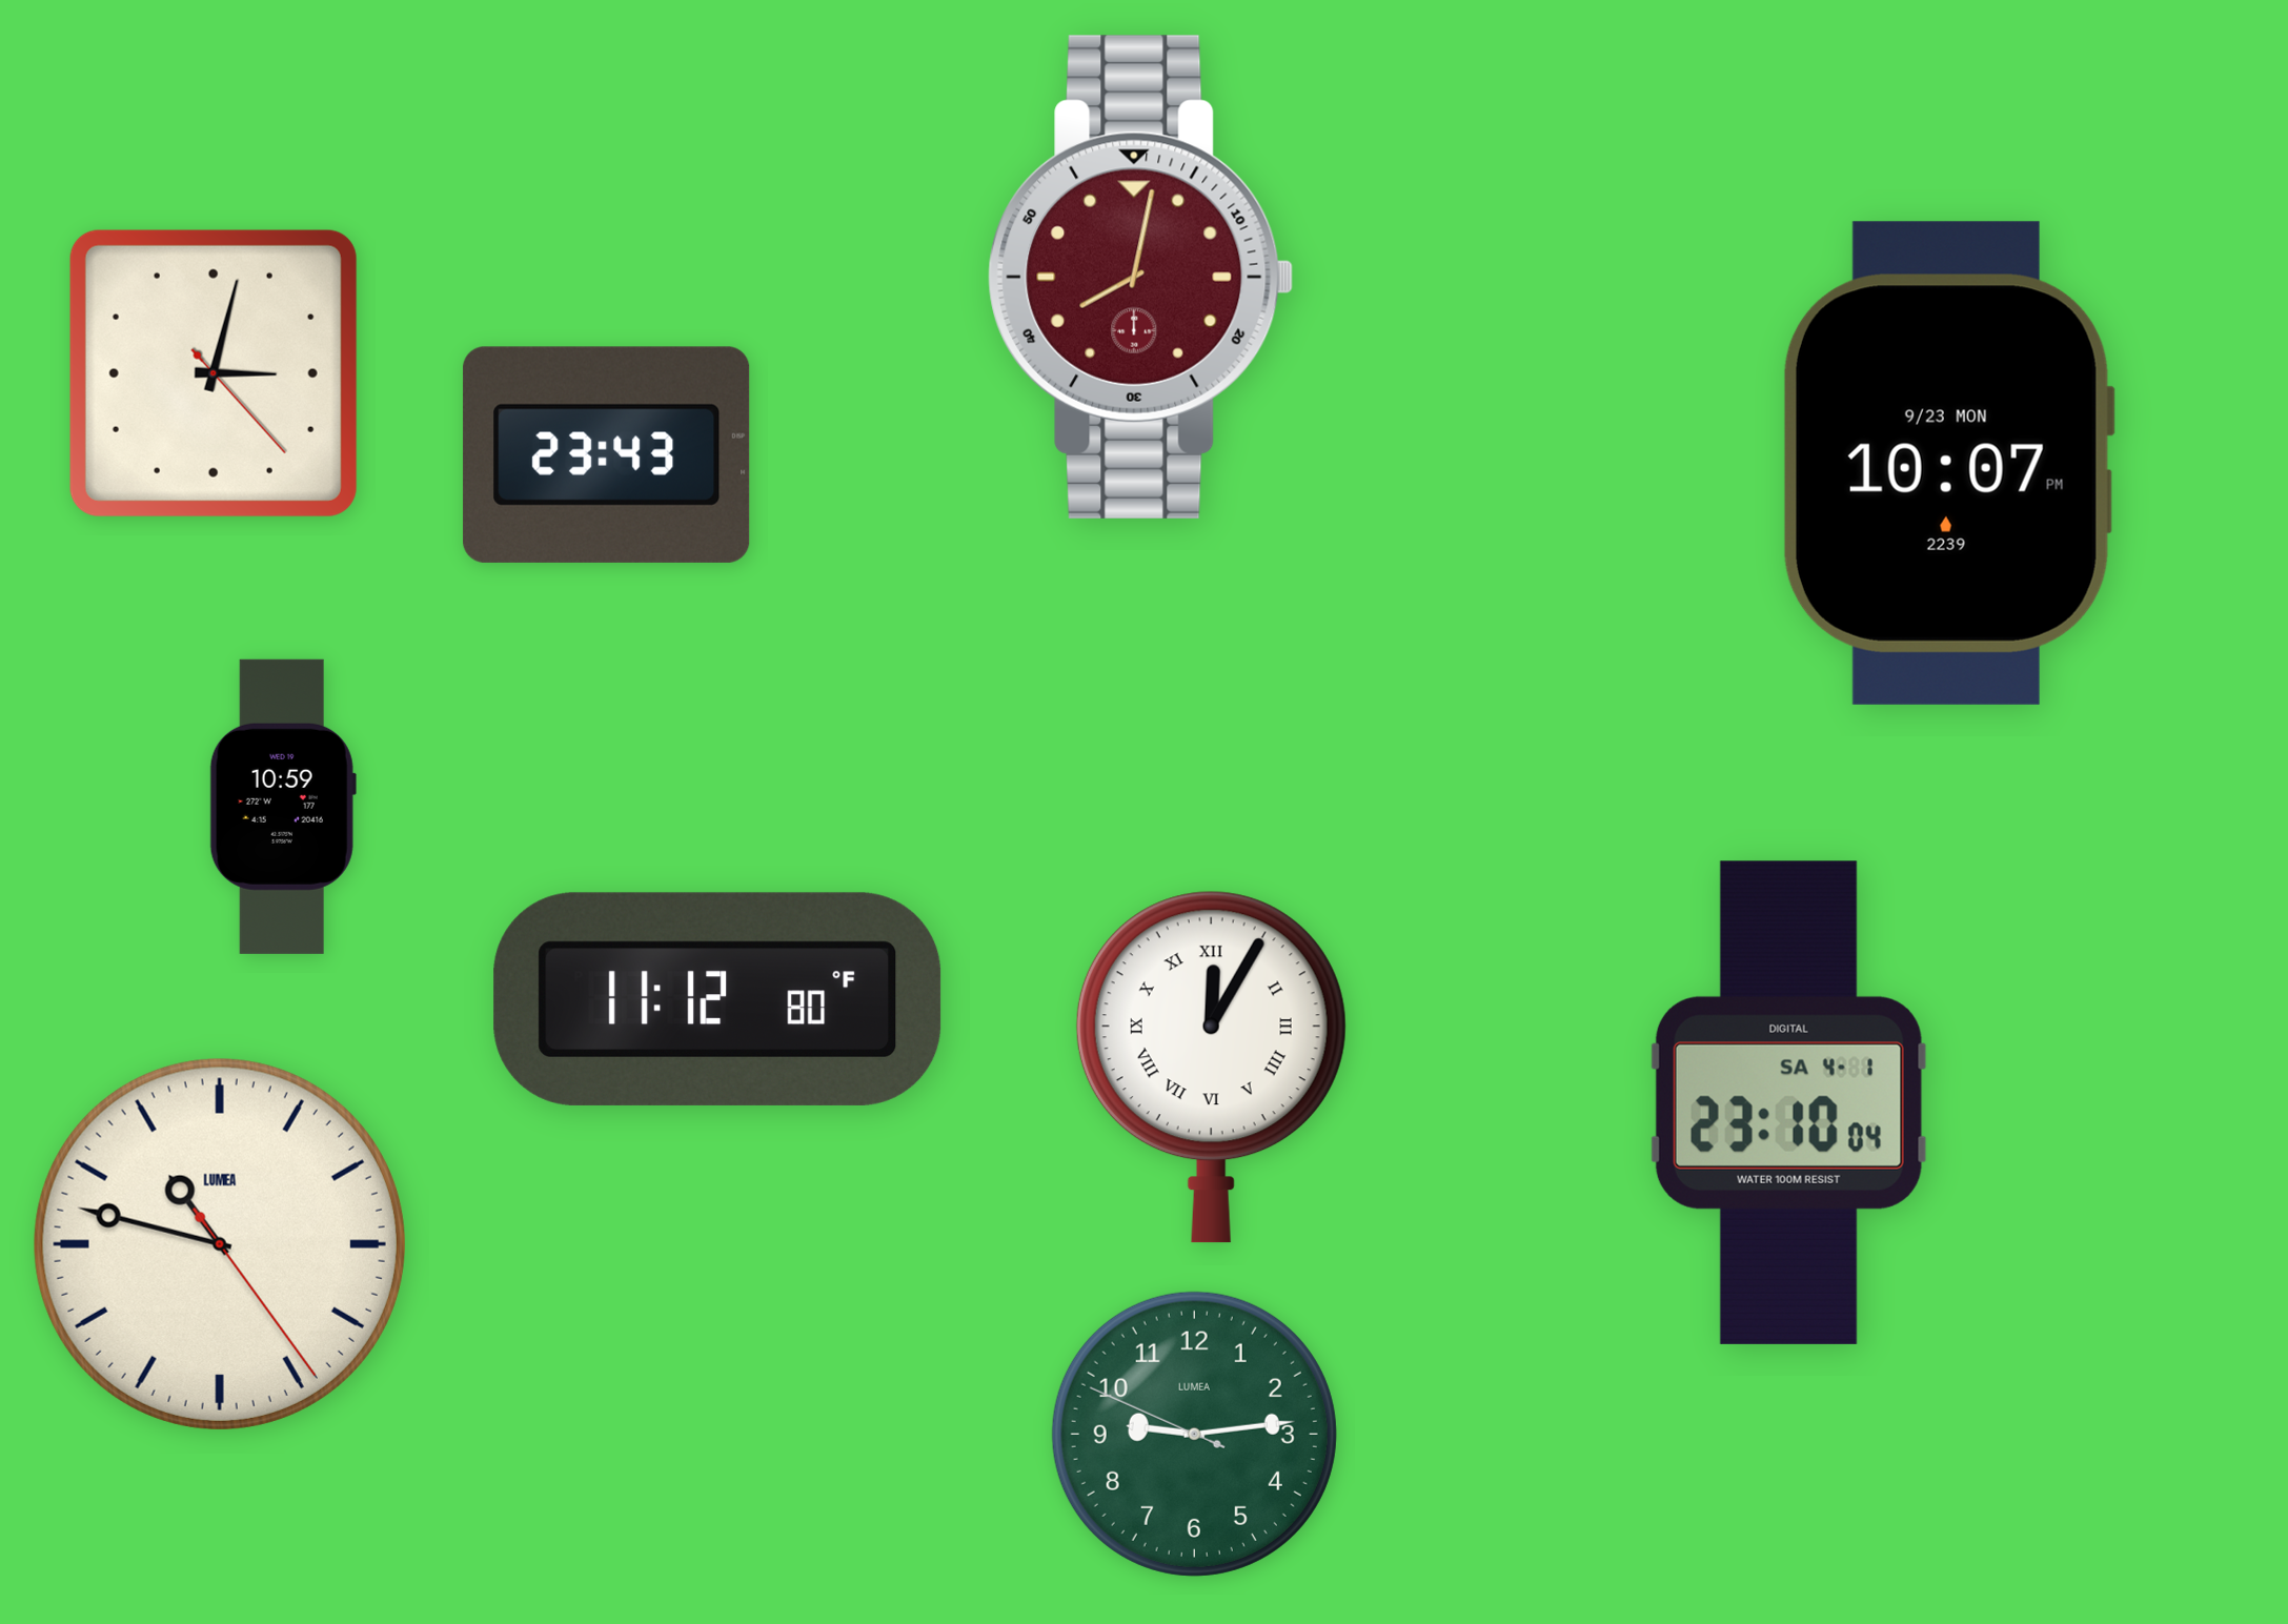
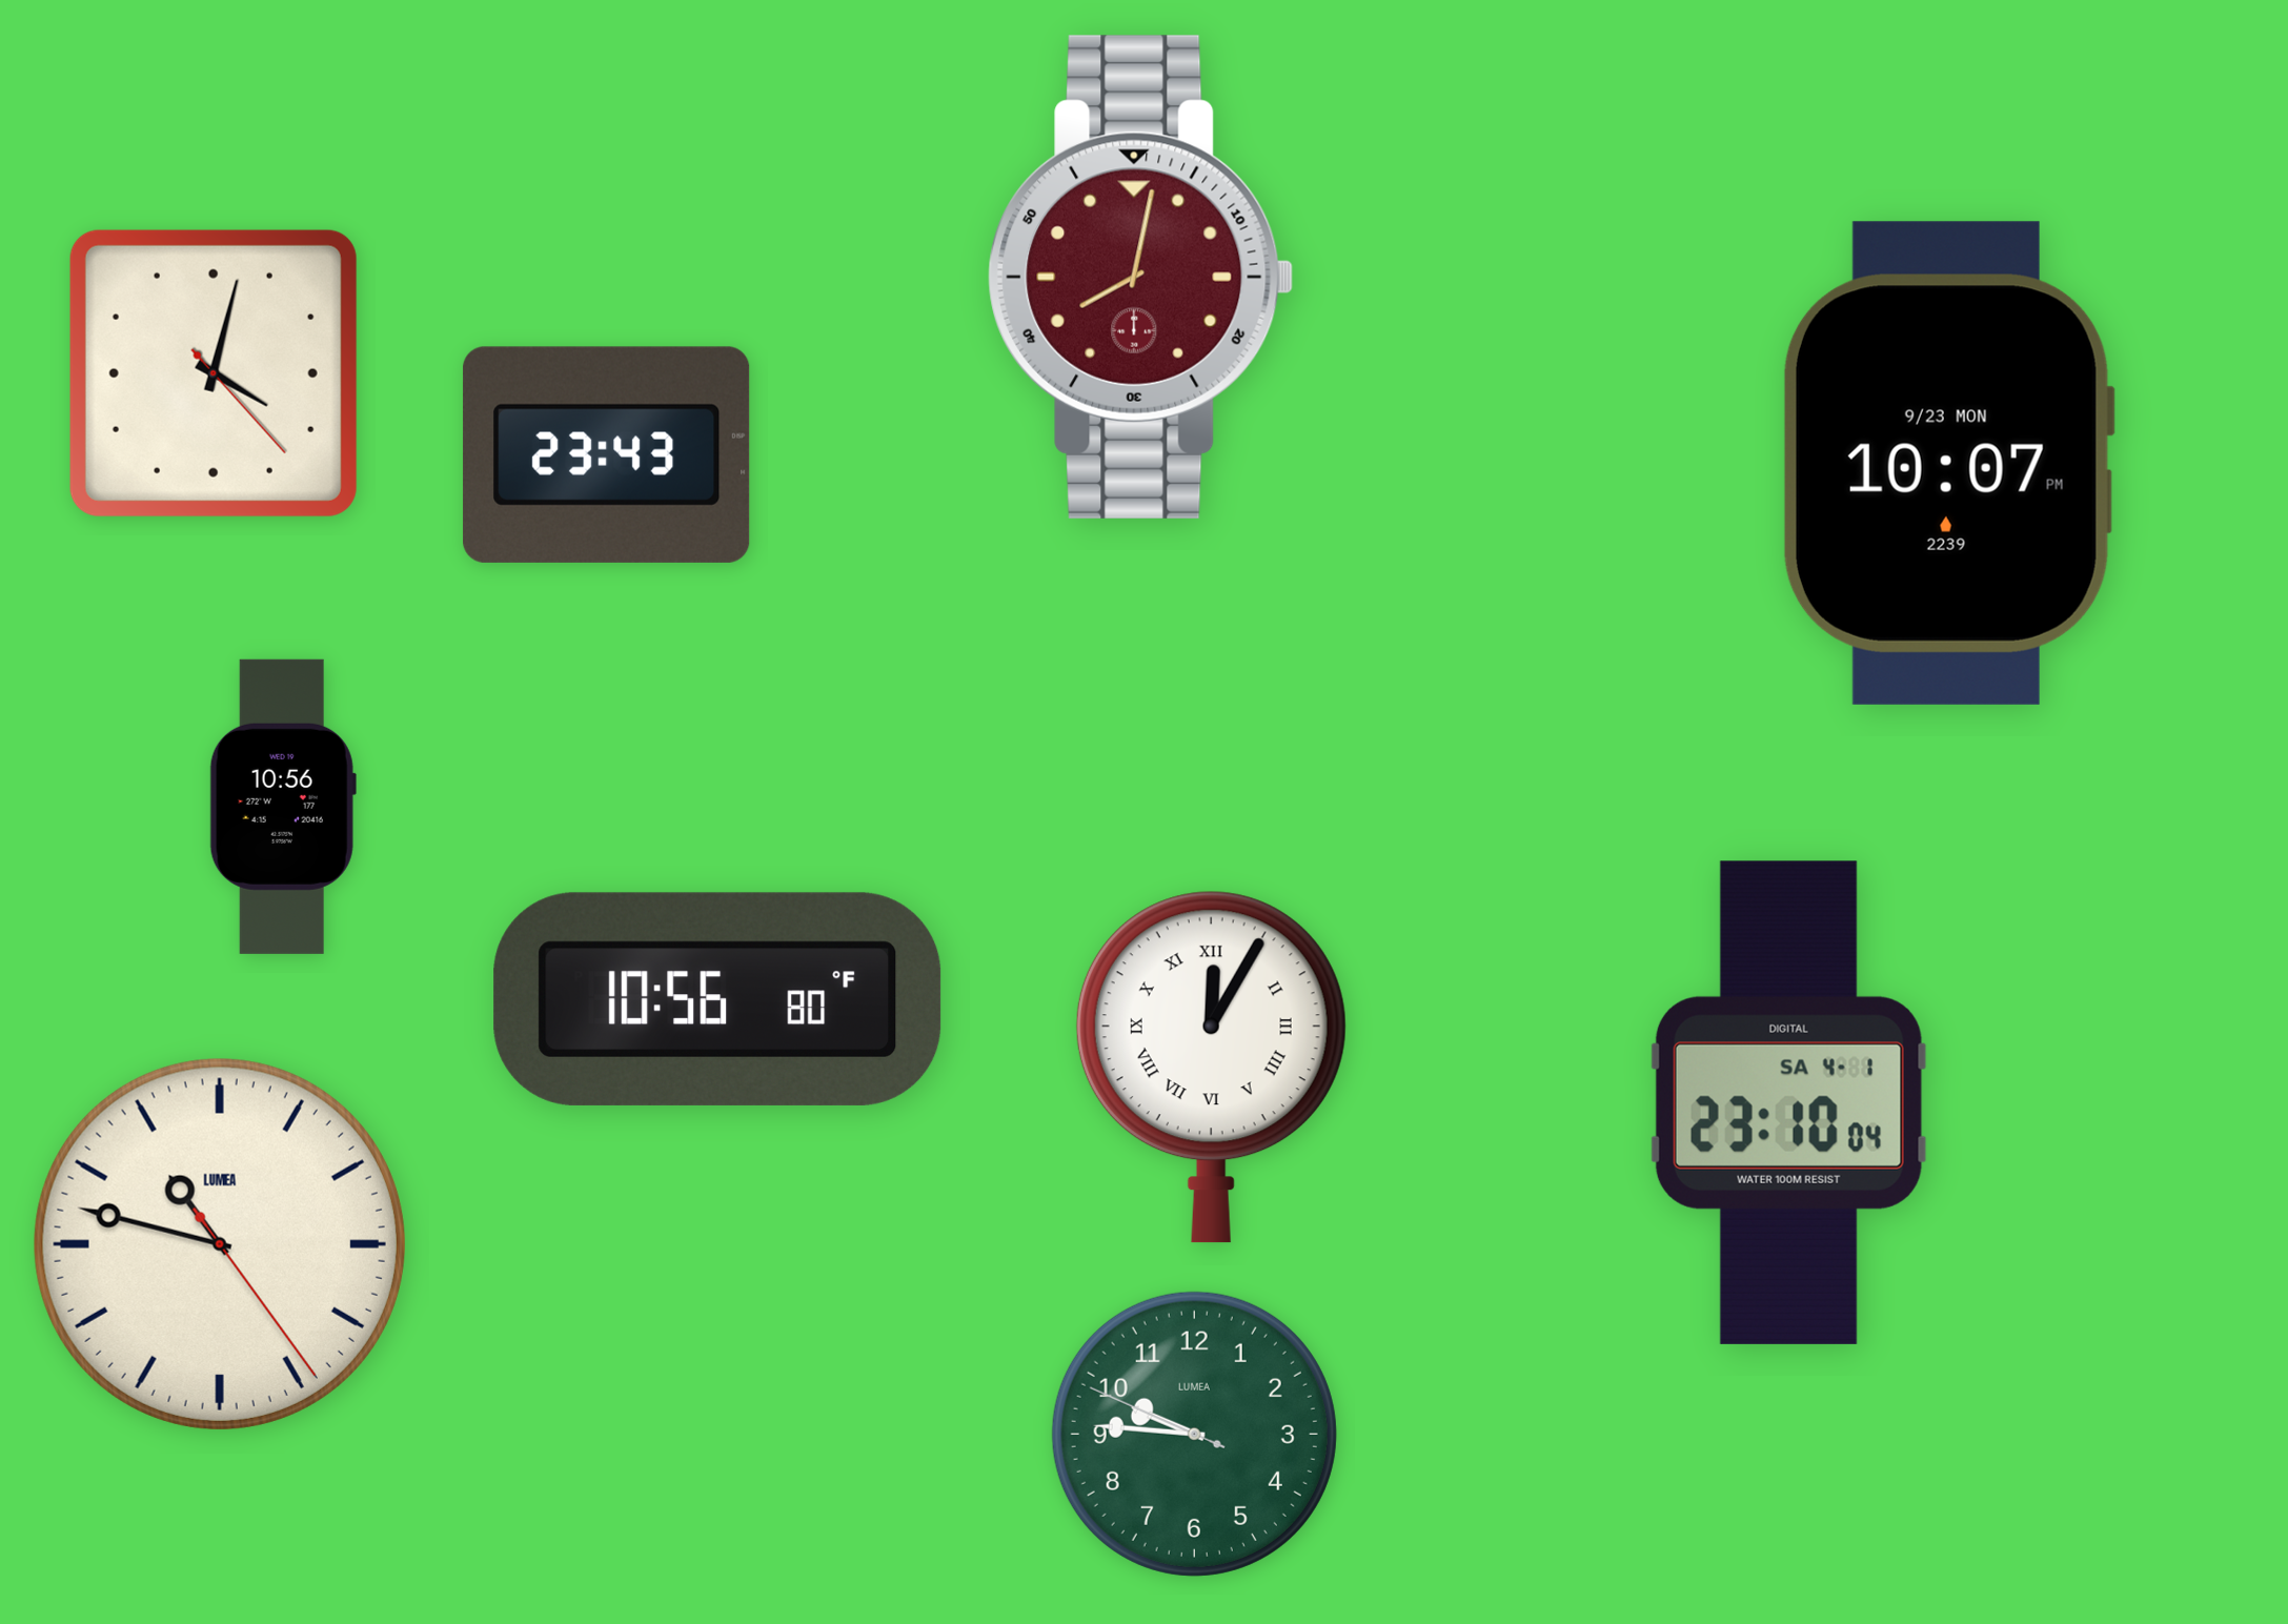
clock at (214, 373): 3:02 -> 4:02
clock at (283, 807): 10:59 -> 10:56
clock at (717, 999): 11:12 -> 10:56
clock at (1194, 1434): 9:13 -> 9:45
